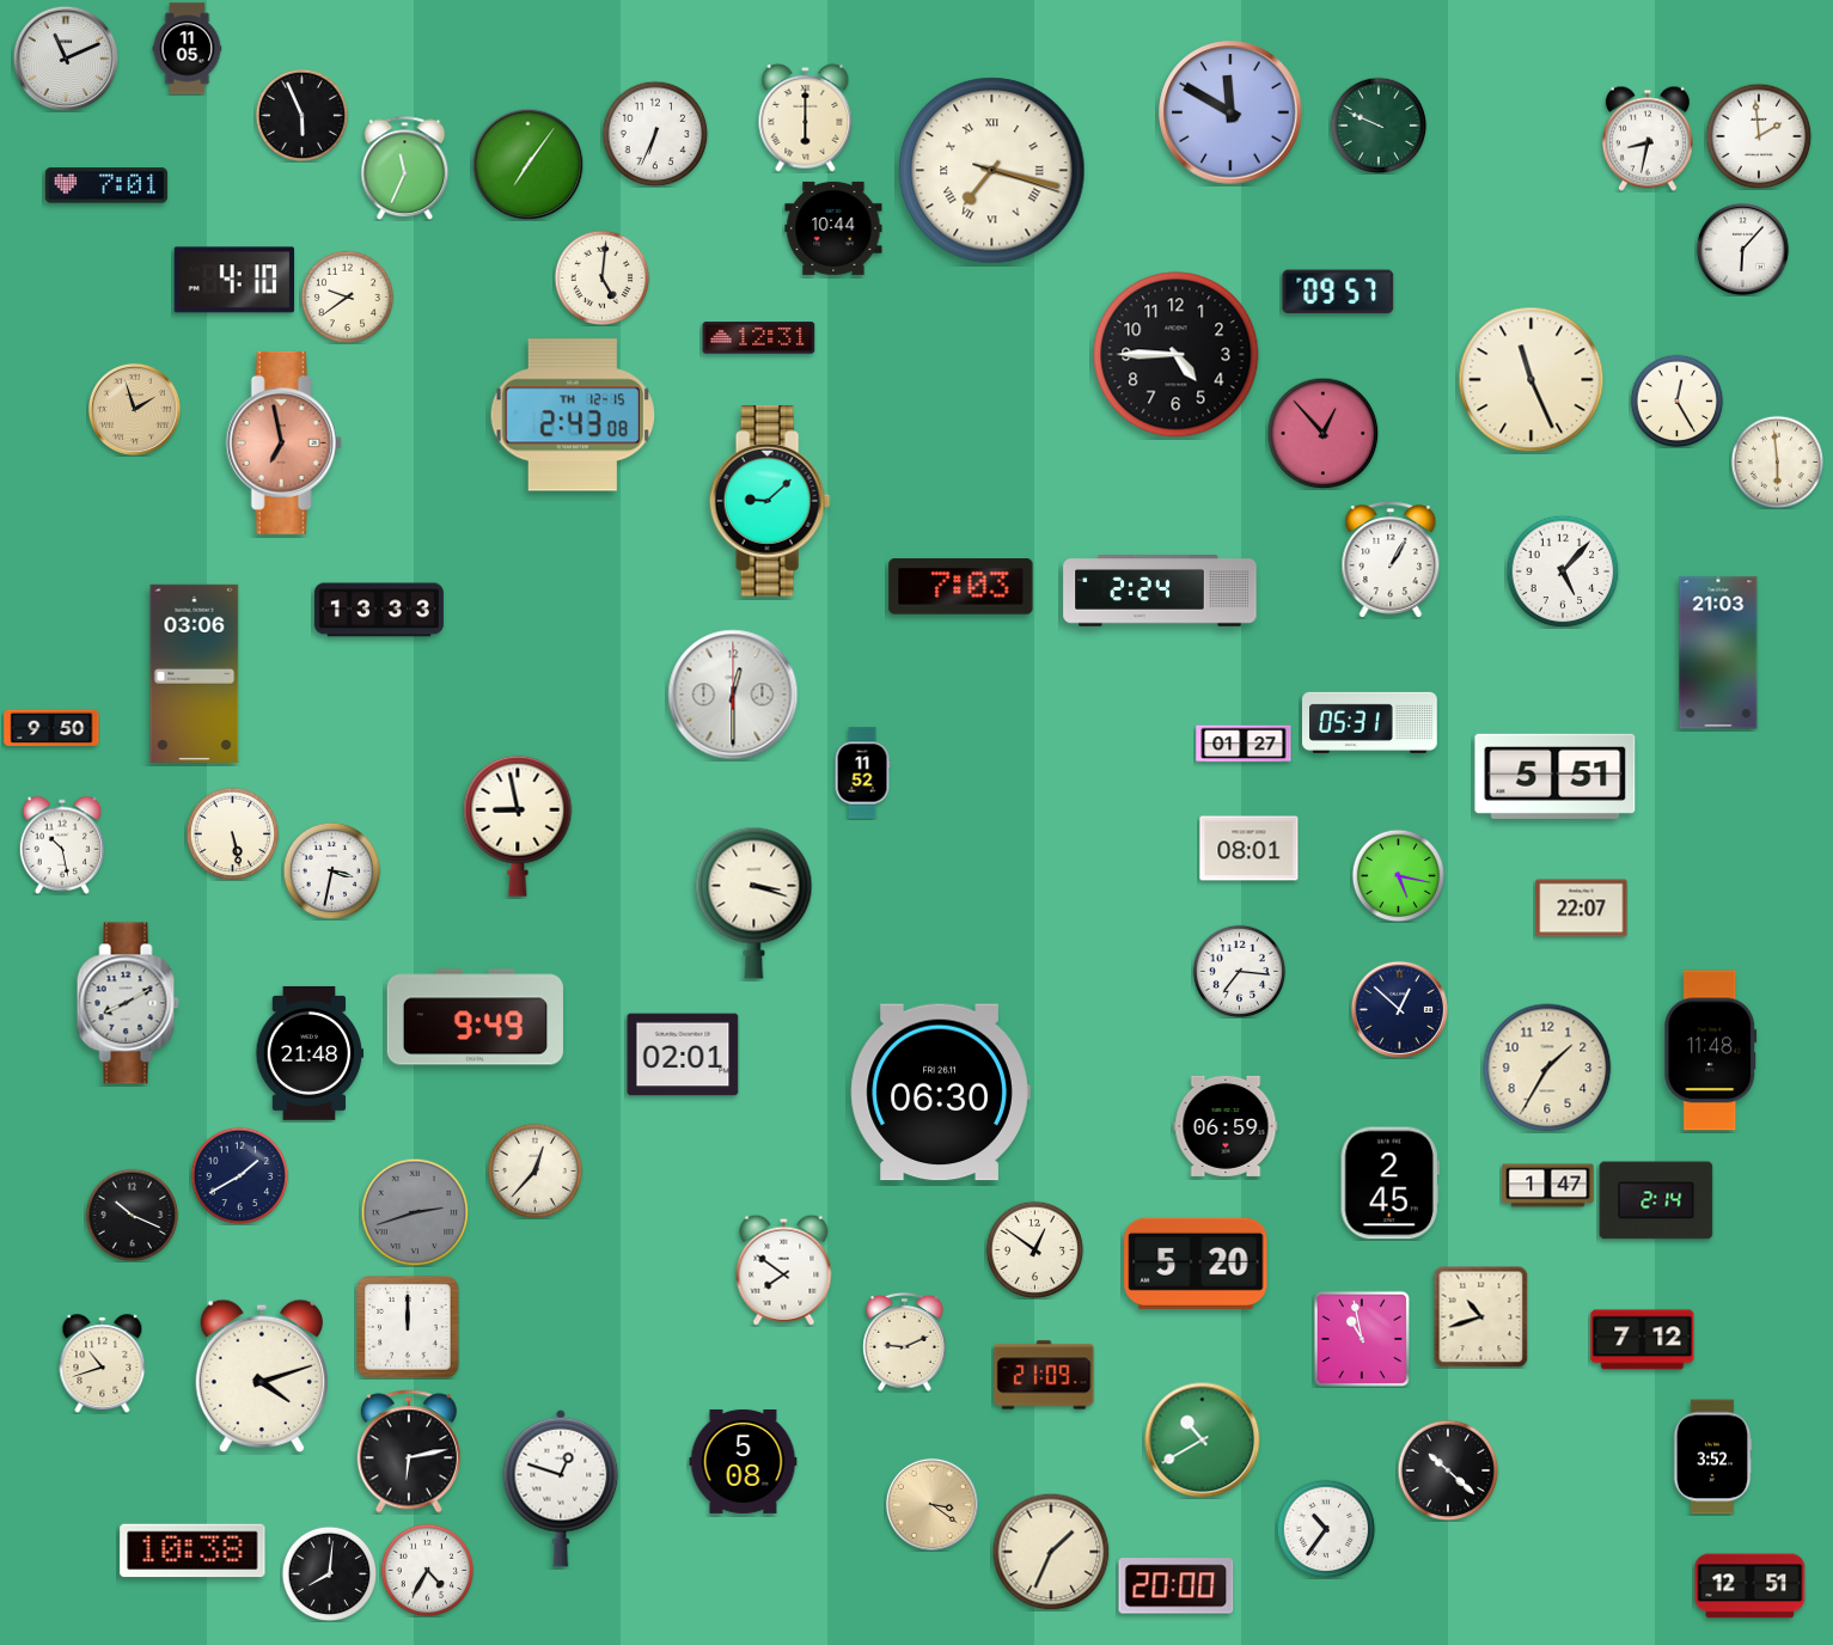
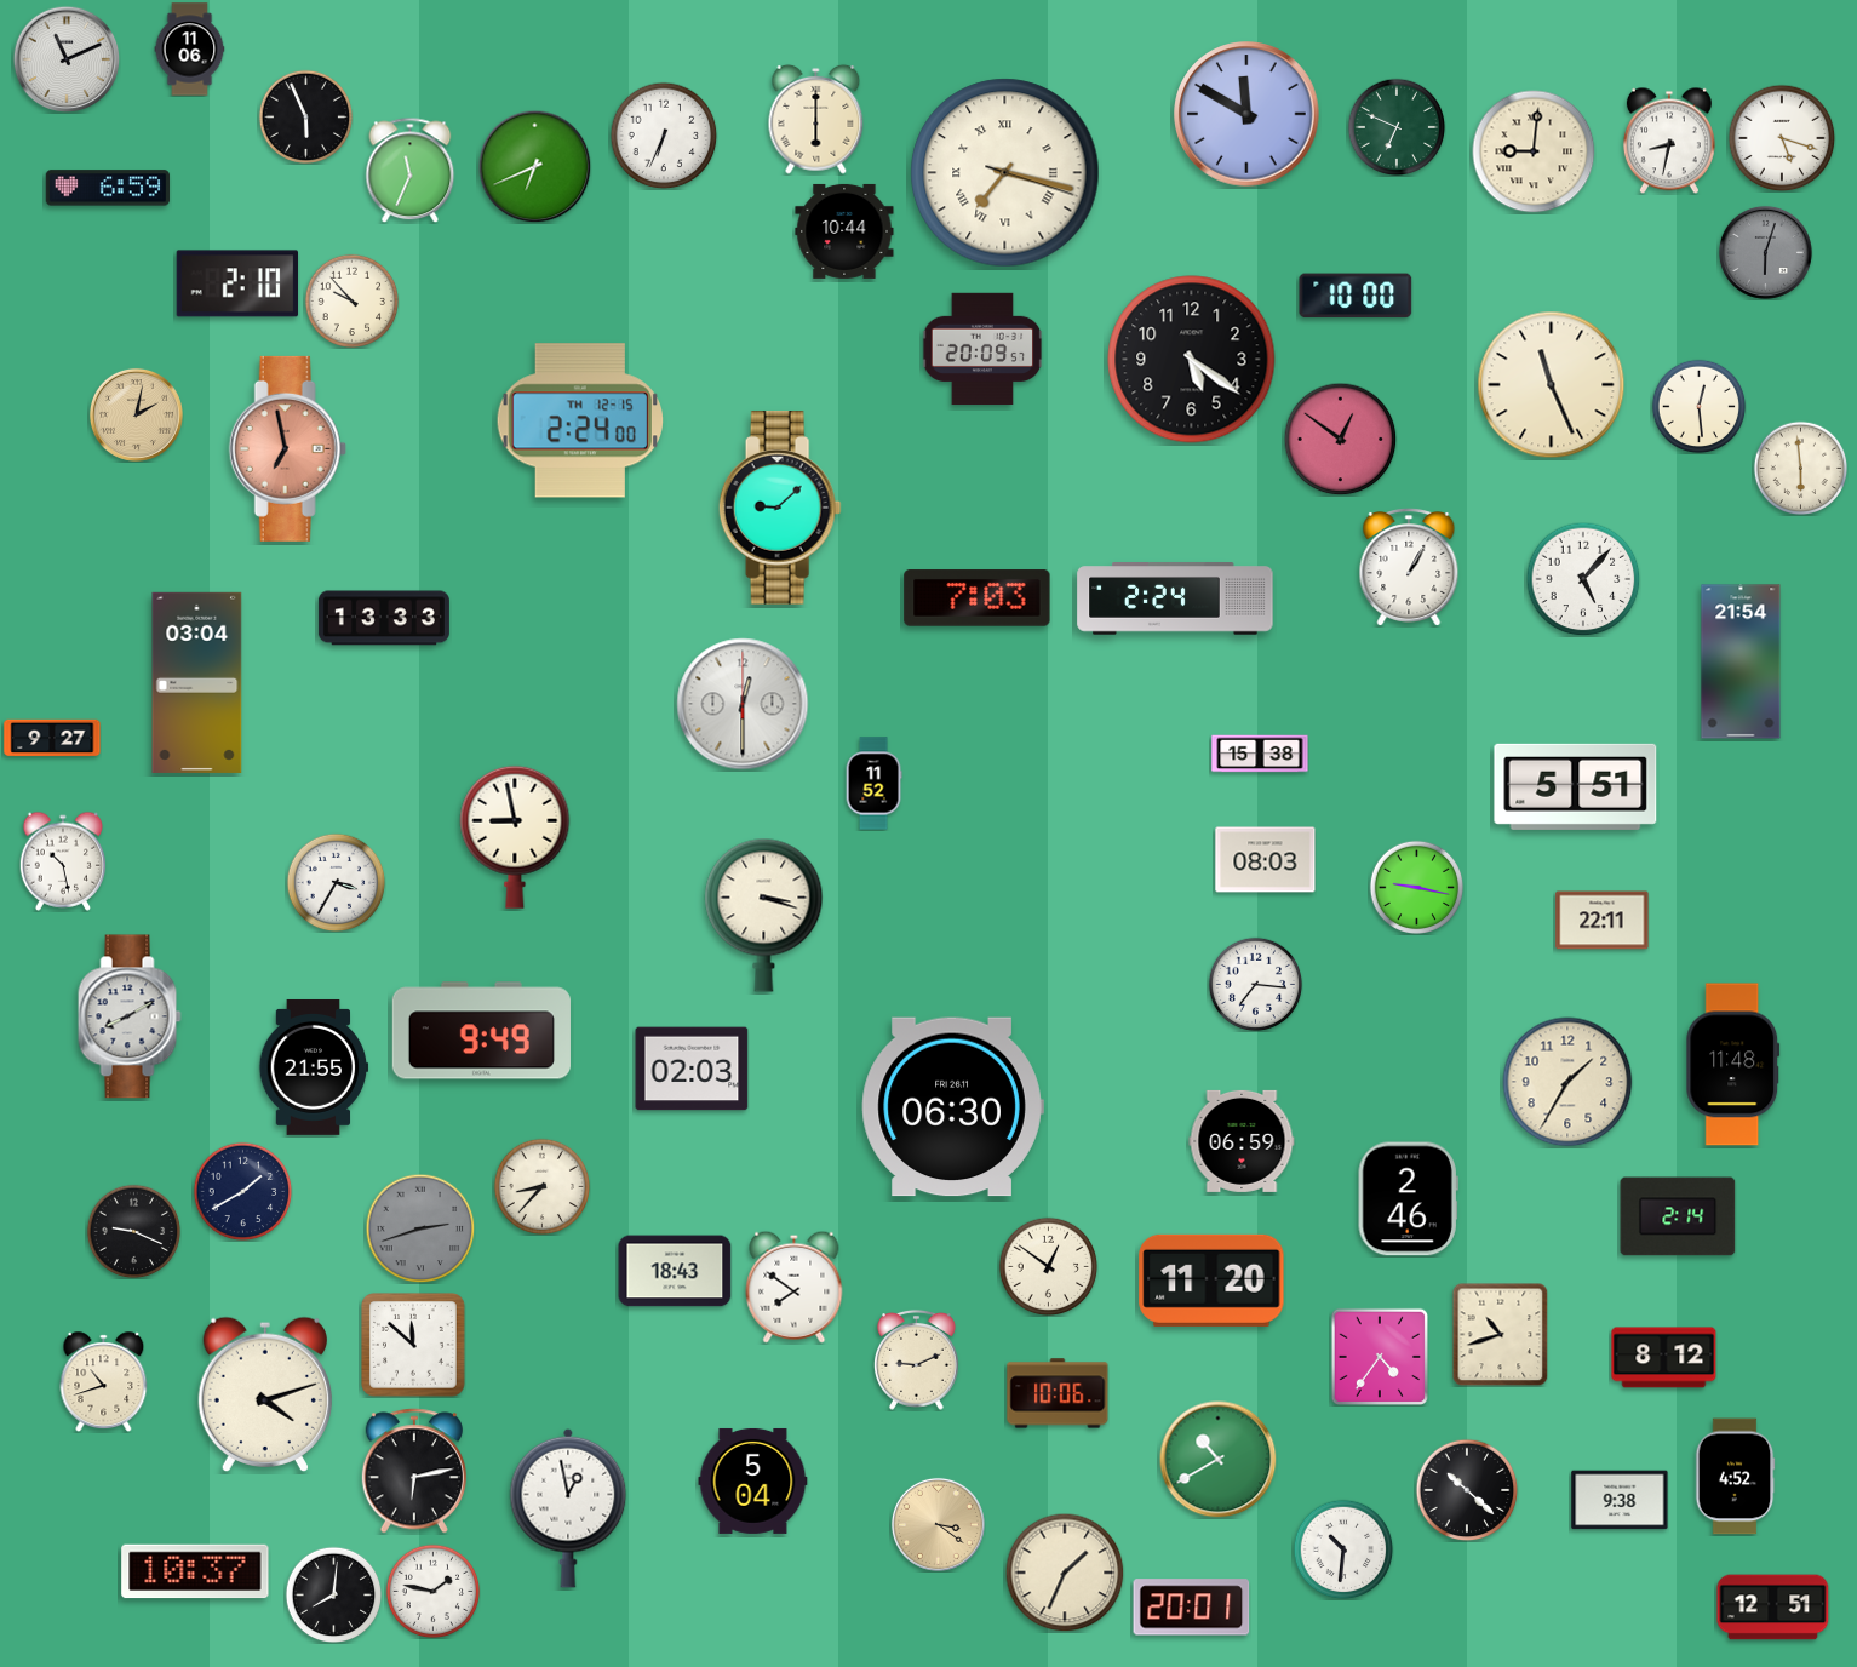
clock at (188, 49): 11:05 -> 11:06
clock at (1379, 126): 9:49 -> 6:49
clock at (1759, 136): 1:59 -> 5:18
clock at (1534, 151): none -> 9:01
clock at (527, 164): 7:06 -> 6:41
clock at (106, 185): 7:01 -> 6:59
clock at (1742, 249): 6:07 -> 6:03
clock at (1742, 249) dial: white -> grey
clock at (601, 277): 5:01 -> none
clock at (234, 280): 4:10 -> 2:10
clock at (1338, 292): 09:57 -> 10:00
clock at (347, 296): 9:39 -> 9:53
clock at (759, 338): 12:31 -> none
clock at (982, 349): none -> 20:09
clock at (1177, 355): 4:45 -> 5:21
clock at (1676, 400): 12:25 -> 12:29
clock at (134, 409): 1:57 -> 2:02
clock at (572, 415): 2:43 -> 2:24
clock at (1322, 433): 12:53 -> 12:51
clock at (961, 587) position: (961, 587) -> (978, 598)
clock at (1718, 653): 21:03 -> 21:54
clock at (195, 673): 03:06 -> 03:04
clock at (1370, 722): 05:31 -> none
clock at (51, 728): 9:50 -> 9:27
clock at (1244, 744): 01:27 -> 15:38
clock at (518, 826) position: (518, 826) -> (515, 837)
clock at (232, 833): 5:28 -> none
clock at (62, 845) position: (62, 845) -> (63, 861)
clock at (1250, 849): 08:01 -> 08:03
clock at (331, 870): 3:32 -> 3:35
clock at (1398, 875): 5:17 -> 9:17
clock at (1582, 909): 22:07 -> 22:11
clock at (1399, 1009): 12:52 -> none
clock at (310, 1053): 21:48 -> 21:55
clock at (683, 1054): 02:01 -> 02:03
clock at (534, 1170): 12:37 -> 8:37
clock at (1389, 1184): 2:45 -> 2:46
clock at (1548, 1186): 1:47 -> none
clock at (132, 1215): 10:19 -> 9:19
clock at (675, 1271): none -> 18:43
clock at (1196, 1264): 5:20 -> 11:20
clock at (409, 1328): 12:00 -> 11:52
clock at (1362, 1339): 10:58 -> 4:36
clock at (1643, 1340): 7:12 -> 8:12
clock at (1044, 1375): 21:09 -> 10:06
clock at (1712, 1457): 3:52 -> 4:52
clock at (744, 1461): 5:08 -> 5:04
clock at (1620, 1500): none -> 9:38
clock at (561, 1488): 12:48 -> 12:58
clock at (931, 1504) position: (931, 1504) -> (938, 1524)
clock at (1326, 1529): 10:36 -> 10:31
clock at (193, 1551): 10:38 -> 10:37
clock at (427, 1570): 4:35 -> 1:47
clock at (1177, 1586): 20:00 -> 20:01
